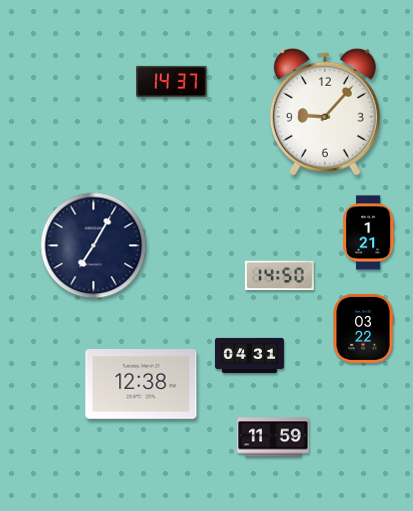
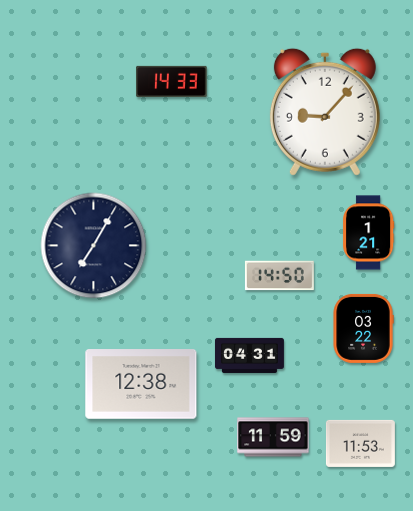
clock at (172, 81): 14:37 -> 14:33
clock at (360, 443): none -> 11:53
